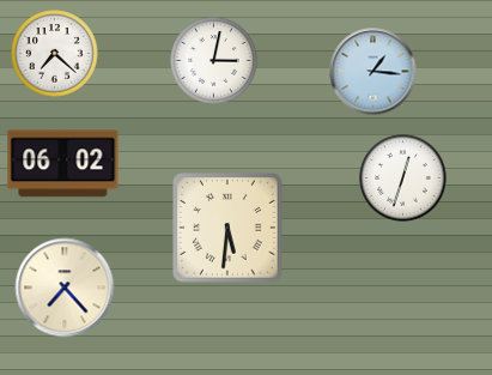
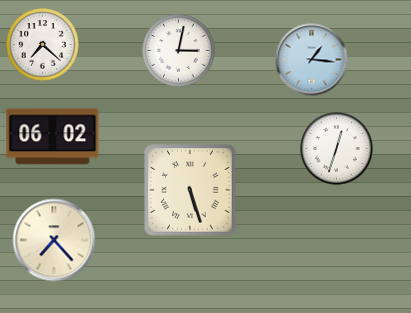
clock at (55, 54) position: (55, 54) -> (43, 45)
clock at (227, 228): 5:31 -> 5:27
